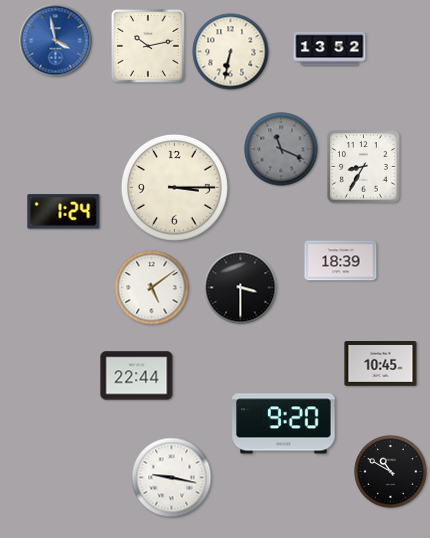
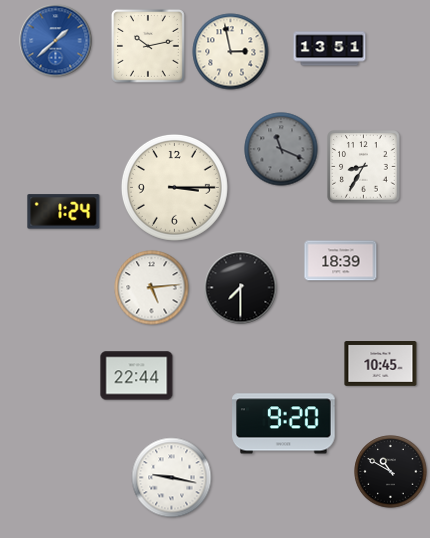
clock at (56, 41): 3:58 -> 1:38
clock at (330, 49): 13:52 -> 13:51
clock at (231, 52): 6:32 -> 2:58
clock at (152, 288): 5:09 -> 5:14
clock at (241, 288): 3:30 -> 7:30
